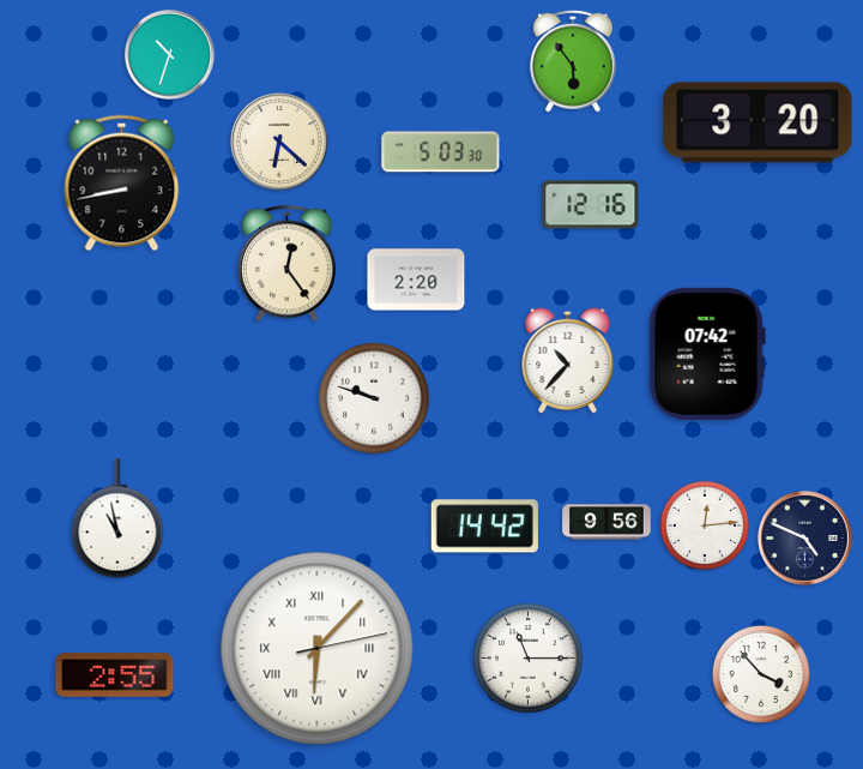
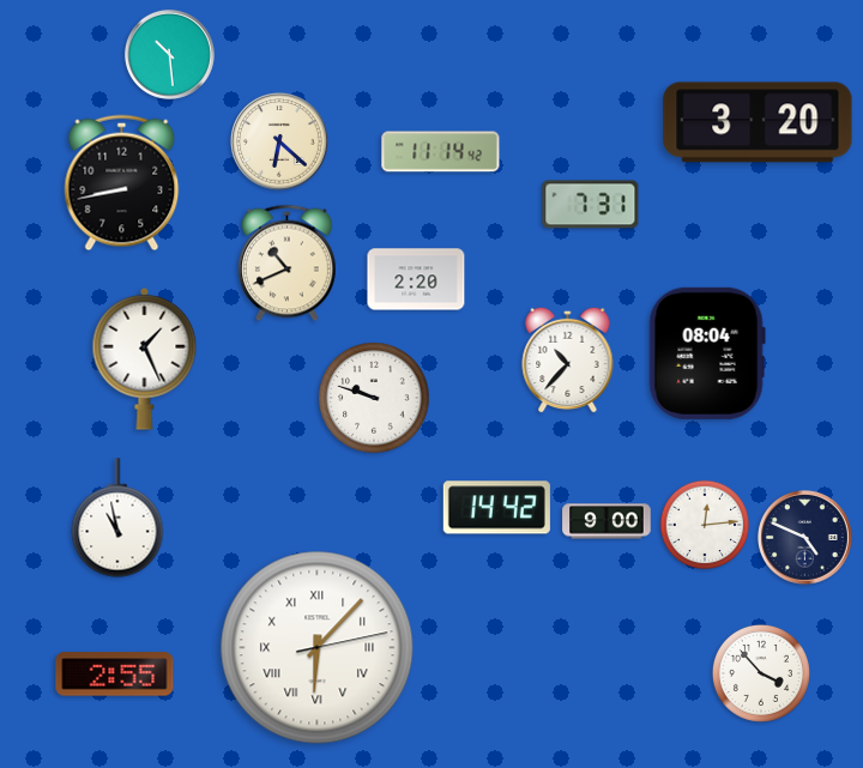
clock at (169, 54): 10:33 -> 10:29
clock at (574, 61): 5:54 -> none
clock at (441, 152): 5:03 -> 11:14
clock at (591, 205): 12:16 -> 7:31
clock at (286, 264): 12:24 -> 10:41
clock at (707, 354): 07:42 -> 08:04
clock at (145, 358): none -> 1:26
clock at (606, 522): 9:56 -> 9:00
clock at (484, 527) position: (484, 527) -> (496, 508)
clock at (529, 659): 11:15 -> none
